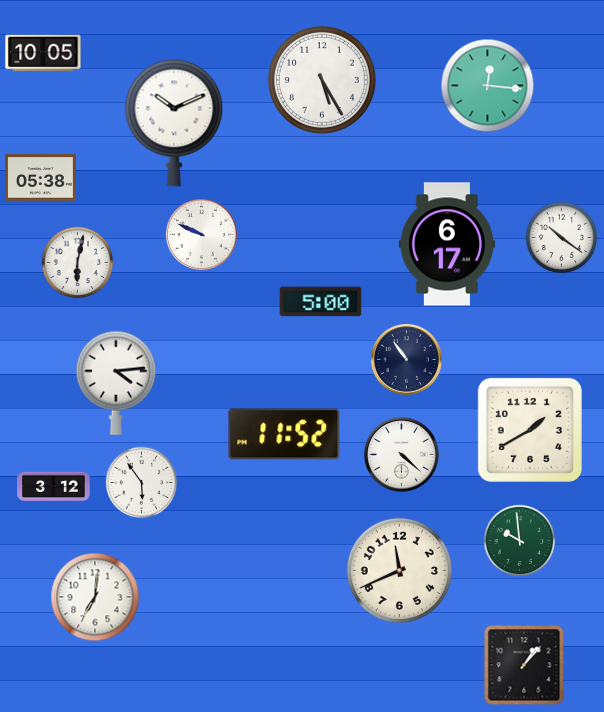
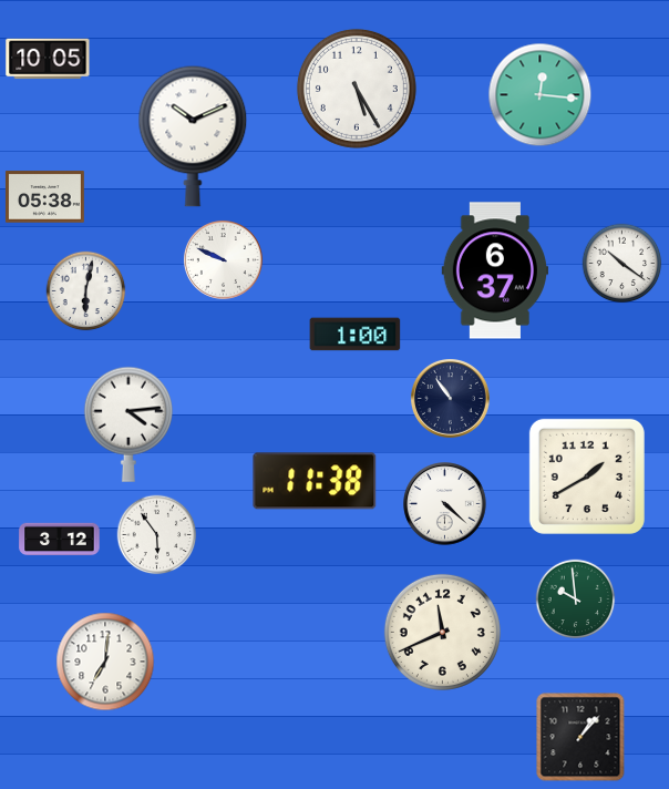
clock at (446, 244): 6:17 -> 6:37
clock at (321, 302): 5:00 -> 1:00
clock at (284, 434): 11:52 -> 11:38
